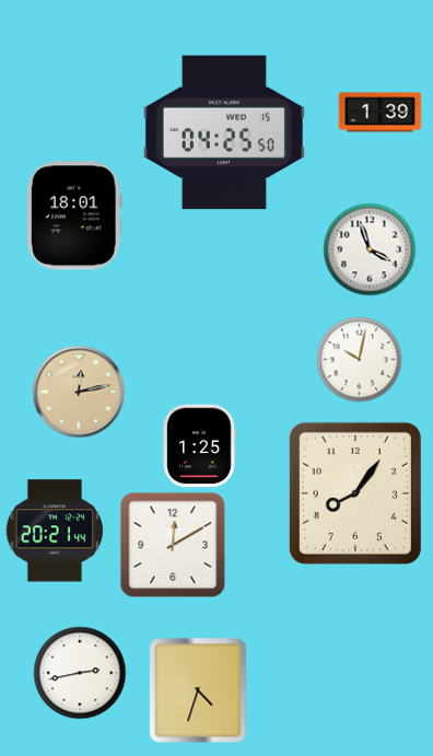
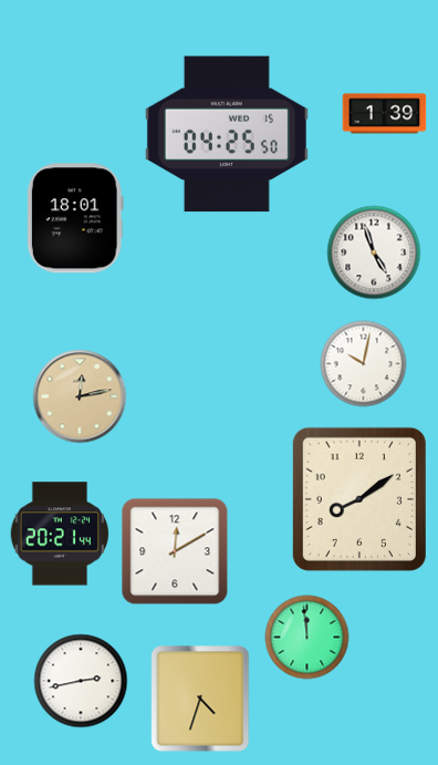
clock at (370, 249): 3:57 -> 4:57
clock at (199, 446): 1:25 -> none
clock at (355, 493): 8:06 -> 8:09
clock at (54, 531) position: (54, 531) -> (59, 534)
clock at (307, 638): none -> 11:59
